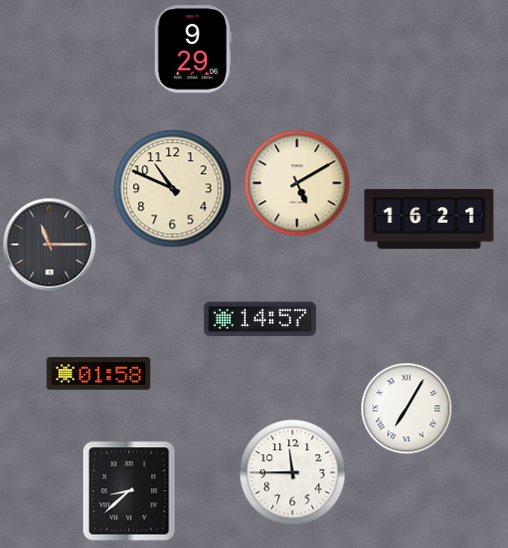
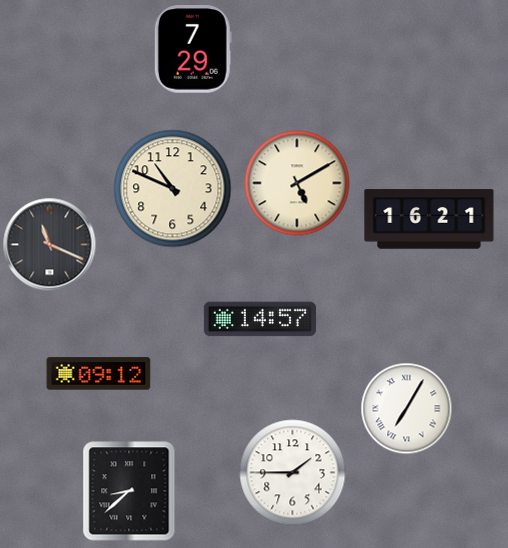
clock at (193, 49): 9:29 -> 7:29
clock at (50, 245): 11:15 -> 11:19
clock at (99, 374): 01:58 -> 09:12
clock at (293, 473): 11:45 -> 1:45
